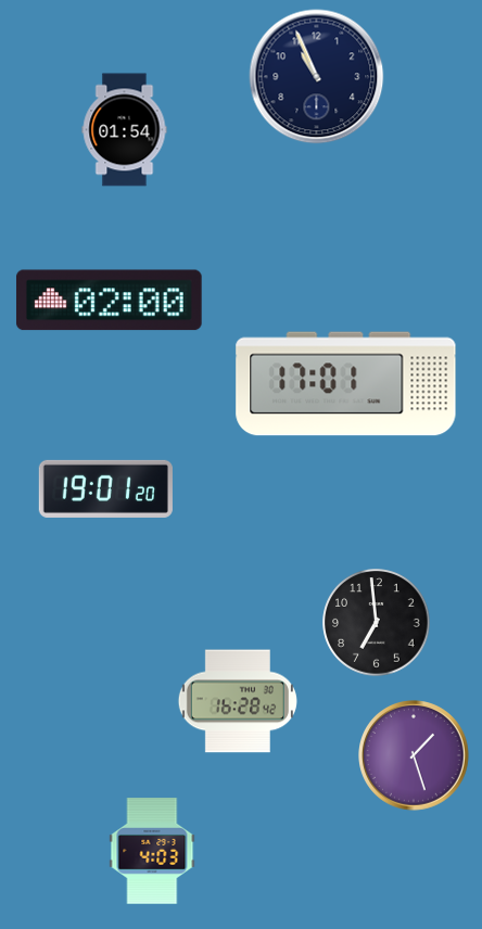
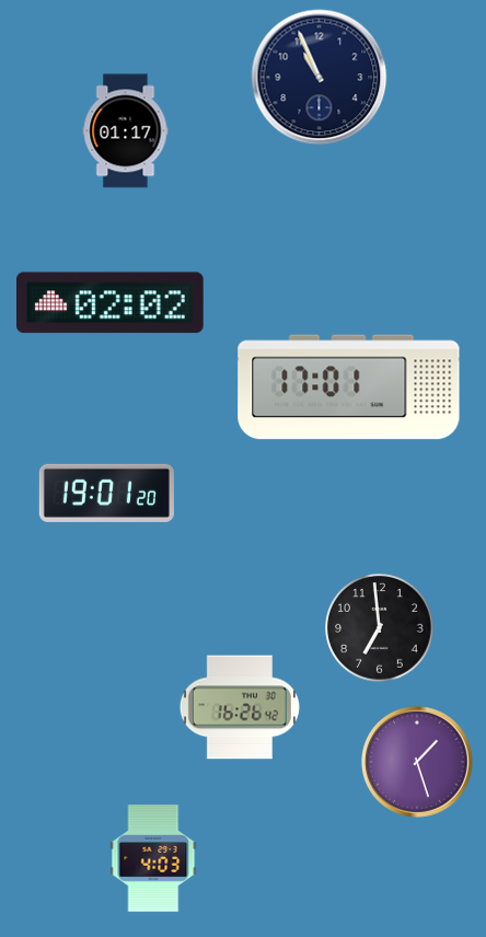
clock at (125, 130): 01:54 -> 01:17
clock at (109, 301): 02:00 -> 02:02
clock at (238, 701): 16:28 -> 16:26
